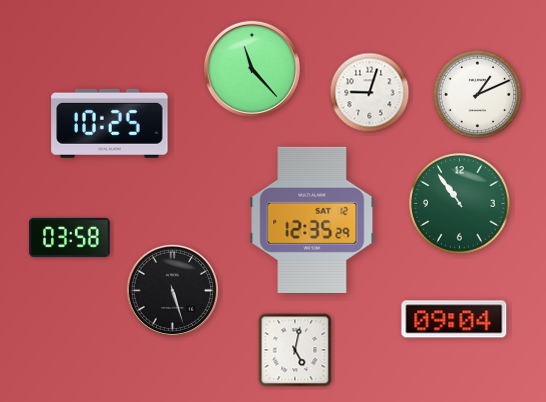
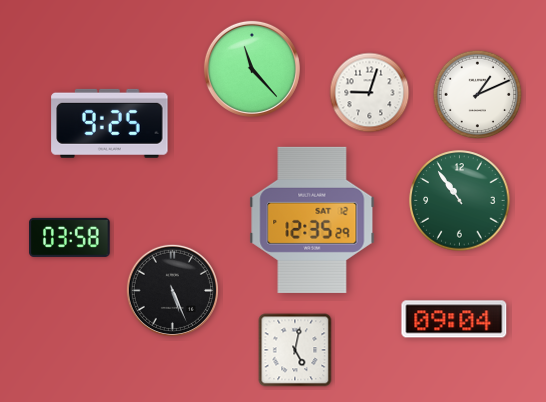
clock at (110, 123): 10:25 -> 9:25
clock at (460, 204) position: (460, 204) -> (460, 201)
clock at (172, 290): 5:27 -> 5:26
